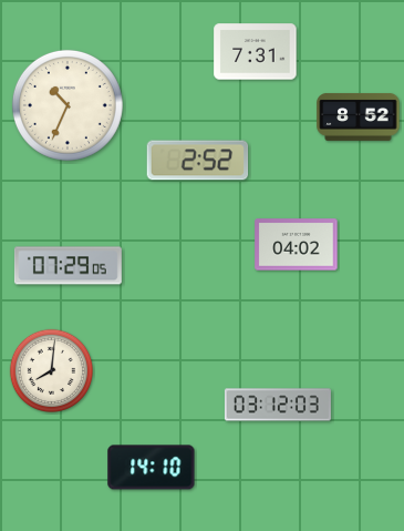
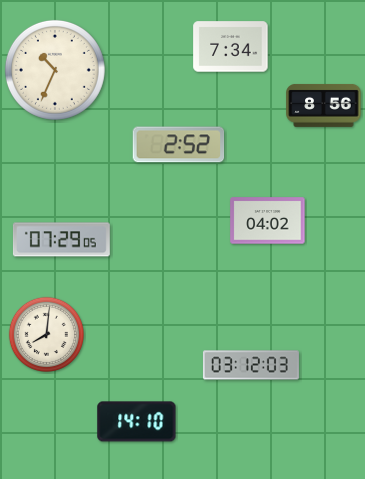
clock at (256, 52): 7:31 -> 7:34
clock at (68, 105) position: (68, 105) -> (55, 70)
clock at (359, 116): 8:52 -> 8:56
